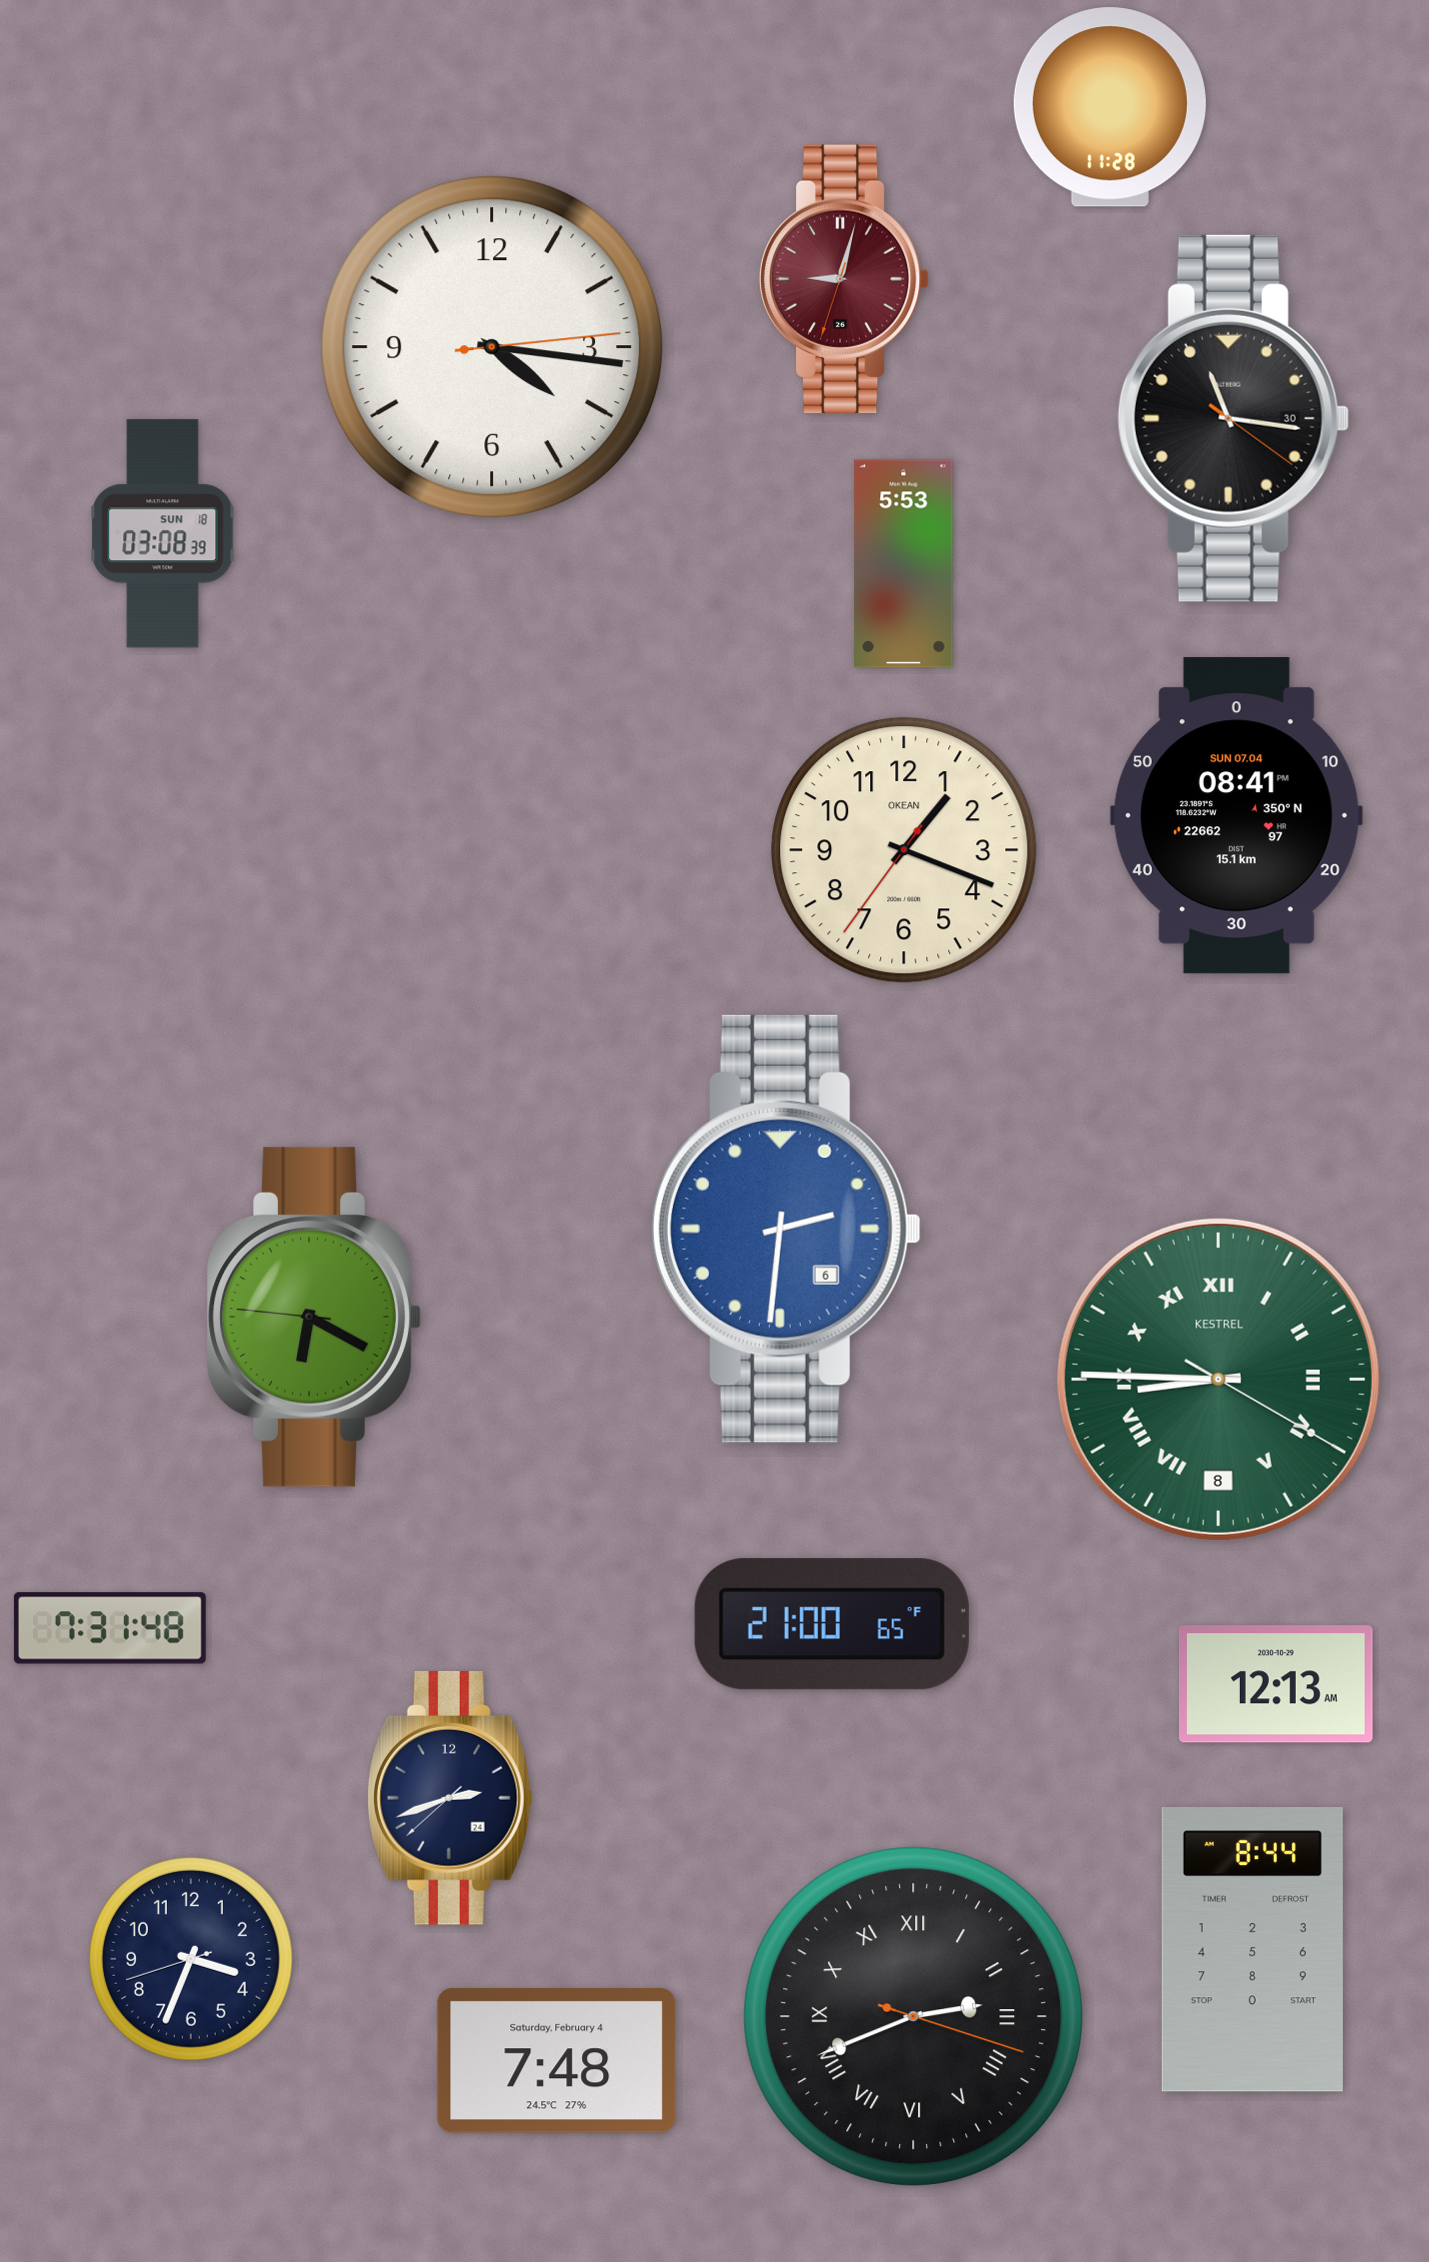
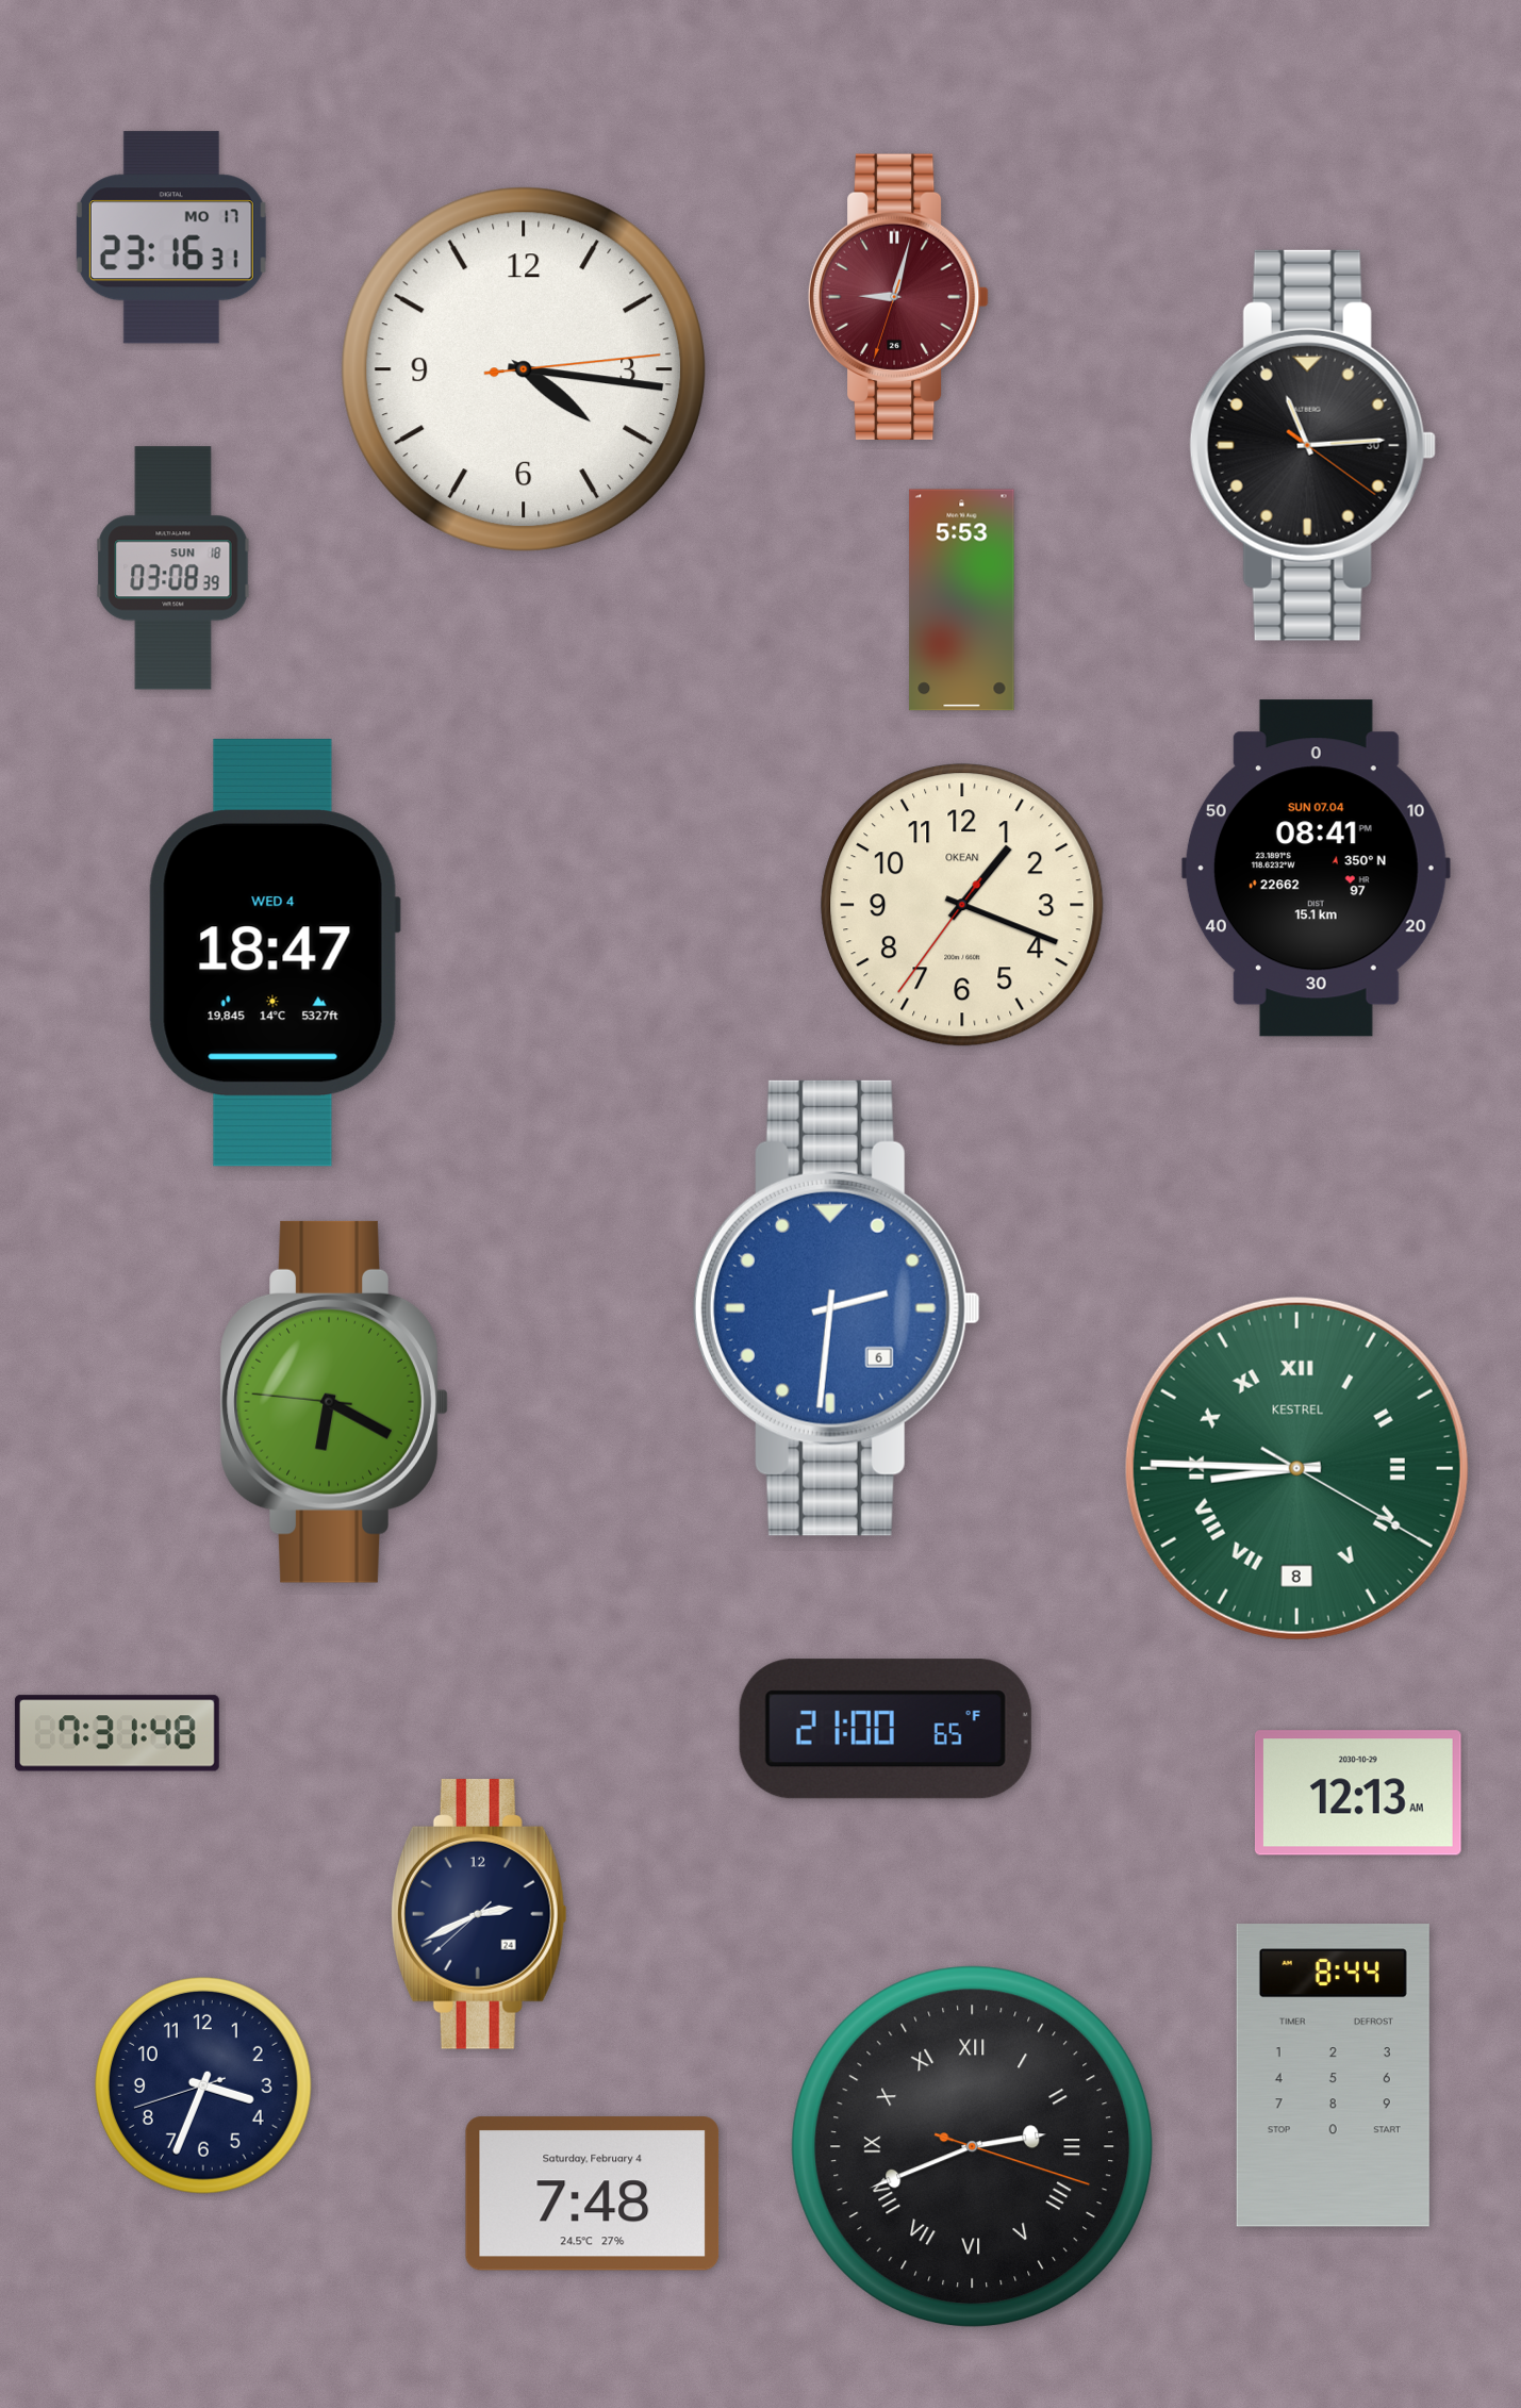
clock at (1110, 107): 11:28 -> none
clock at (171, 237): none -> 23:16
clock at (1233, 418): 11:16 -> 11:14
clock at (275, 954): none -> 18:47
clock at (450, 1799): 2:41 -> 2:40
